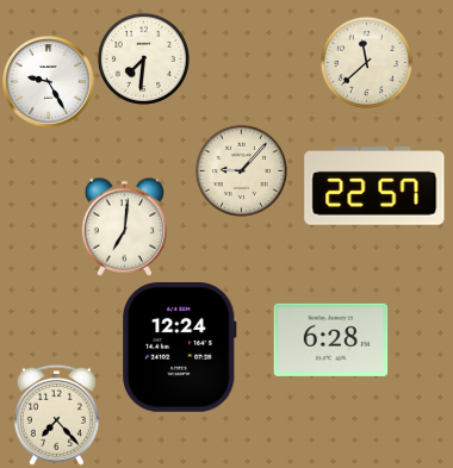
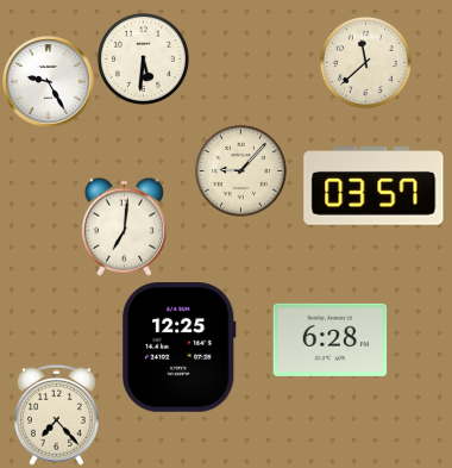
clock at (143, 58): 7:31 -> 5:31
clock at (374, 187): 22:57 -> 03:57
clock at (180, 348): 12:24 -> 12:25
